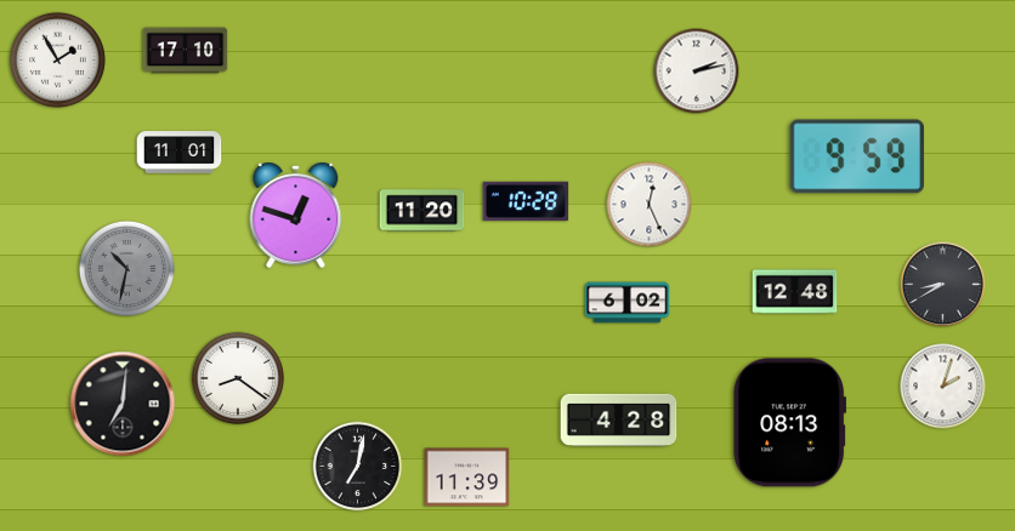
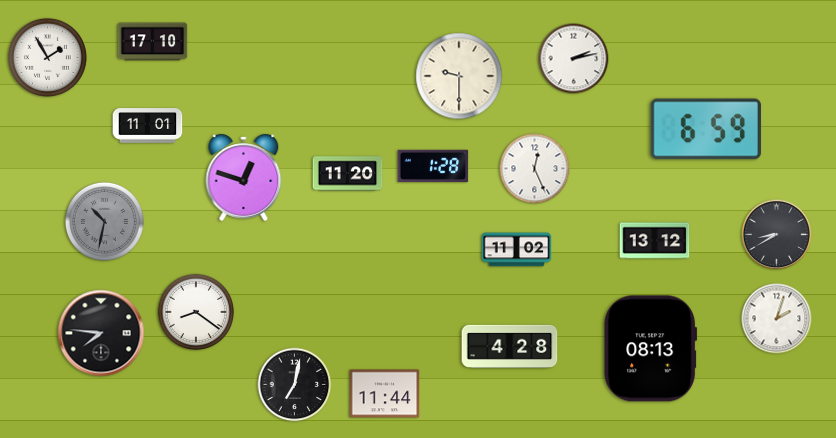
clock at (57, 59) position: (57, 59) -> (47, 57)
clock at (459, 76): none -> 9:30
clock at (857, 156): 9:59 -> 6:59
clock at (526, 201): 10:28 -> 1:28
clock at (795, 292): 12:48 -> 13:12
clock at (628, 303): 6:02 -> 11:02
clock at (123, 404): 7:01 -> 7:46
clock at (467, 478): 11:39 -> 11:44
